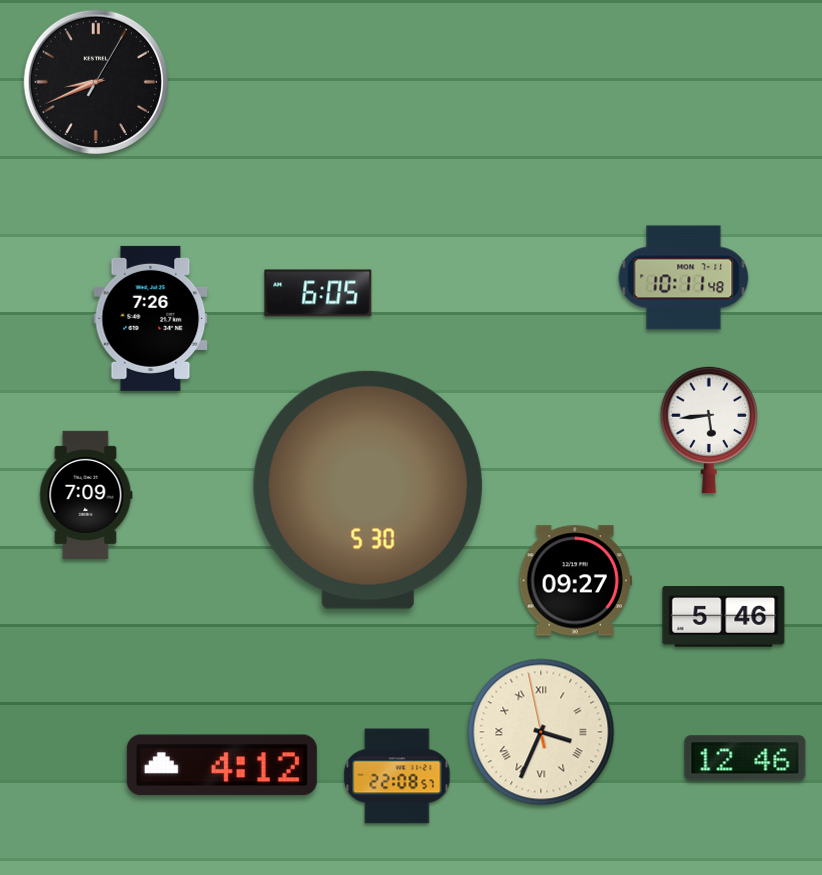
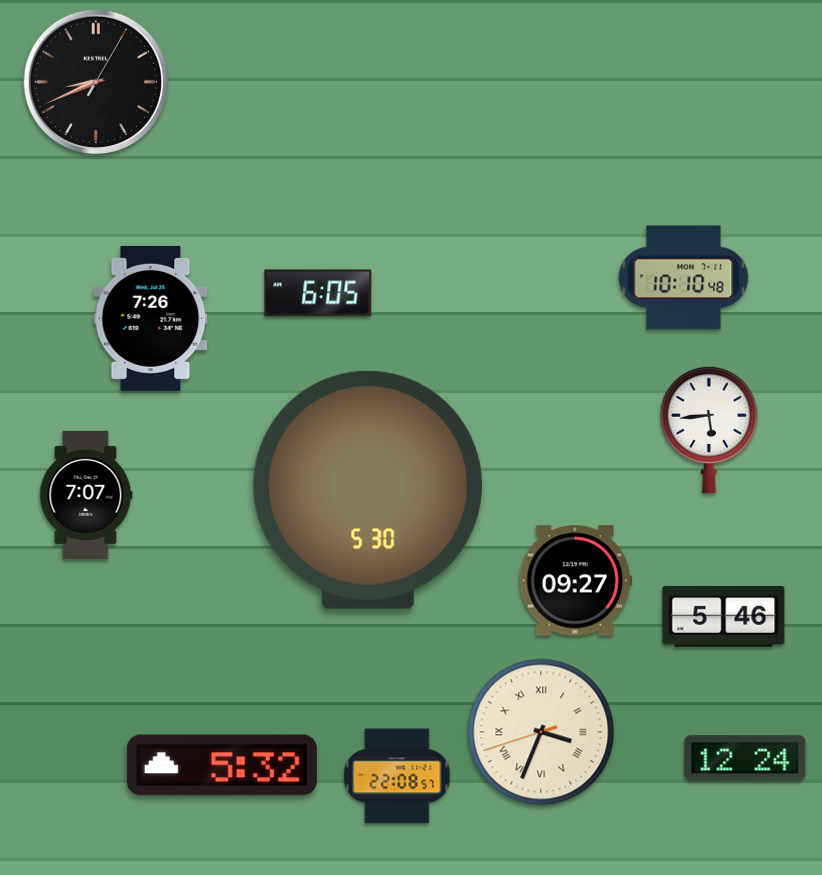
clock at (684, 278): 10:11 -> 10:10
clock at (86, 495): 7:09 -> 7:07
clock at (541, 732): 3:33:58 -> 3:33:42
clock at (745, 758): 12:46 -> 12:24
clock at (222, 765): 4:12 -> 5:32
